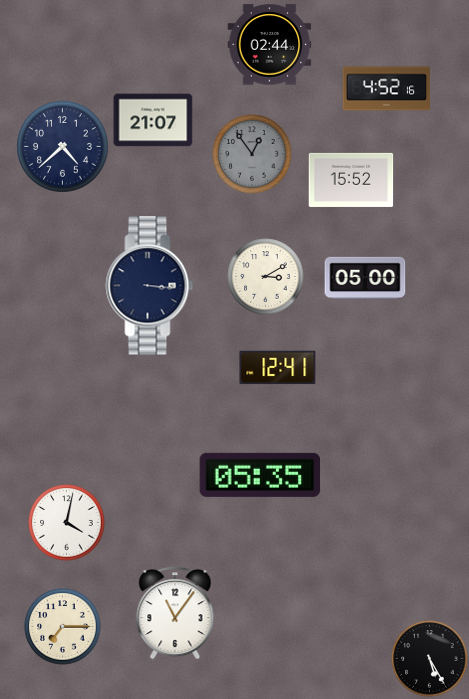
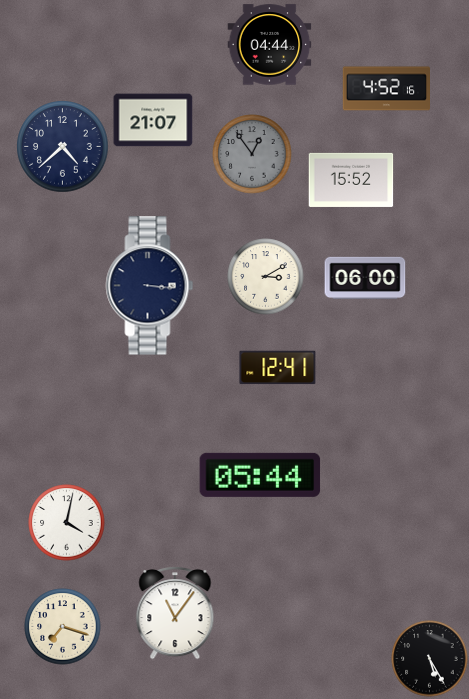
clock at (270, 45): 02:44 -> 04:44
clock at (365, 277): 05:00 -> 06:00
clock at (260, 475): 05:35 -> 05:44
clock at (63, 627): 7:15 -> 7:18
